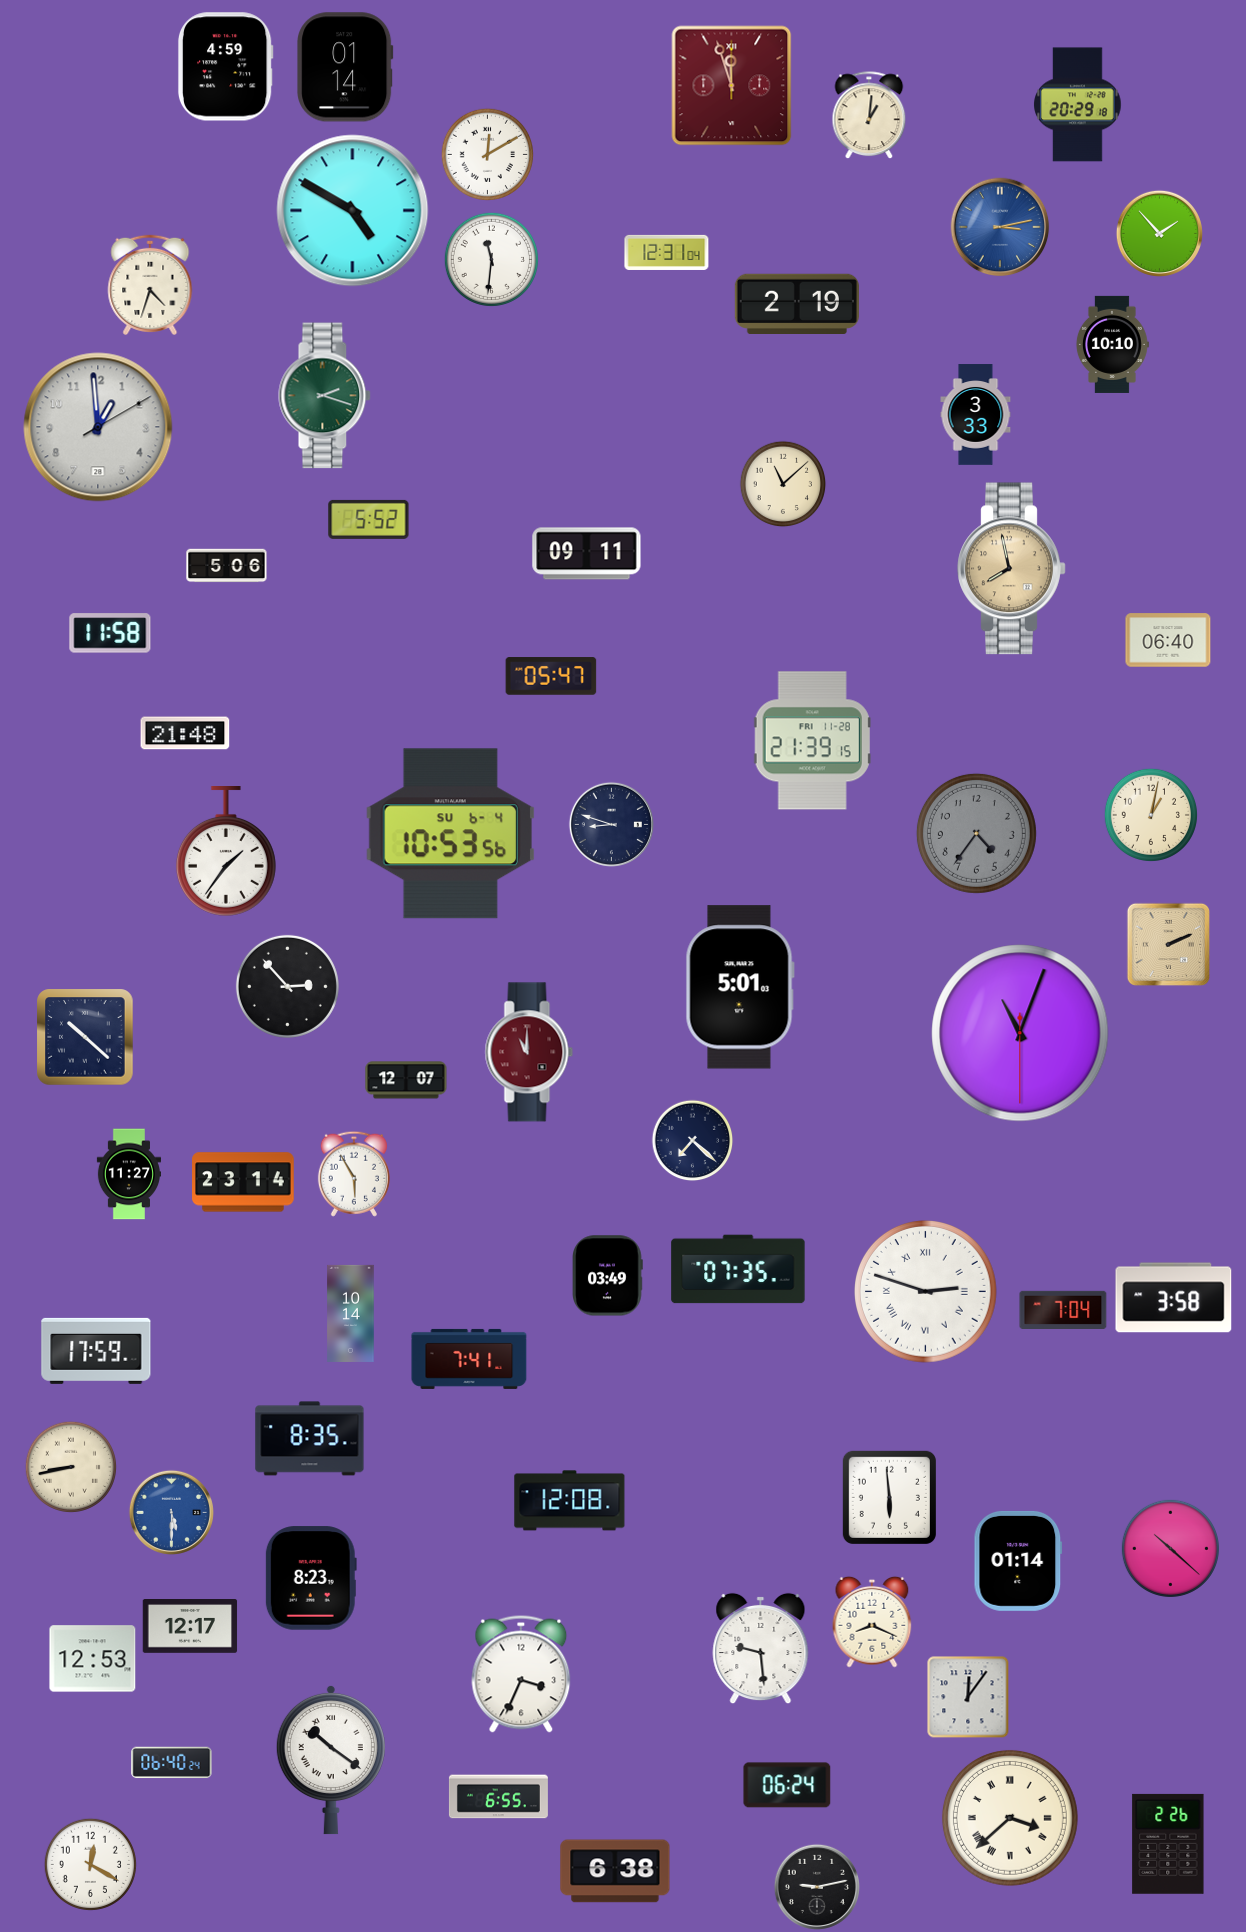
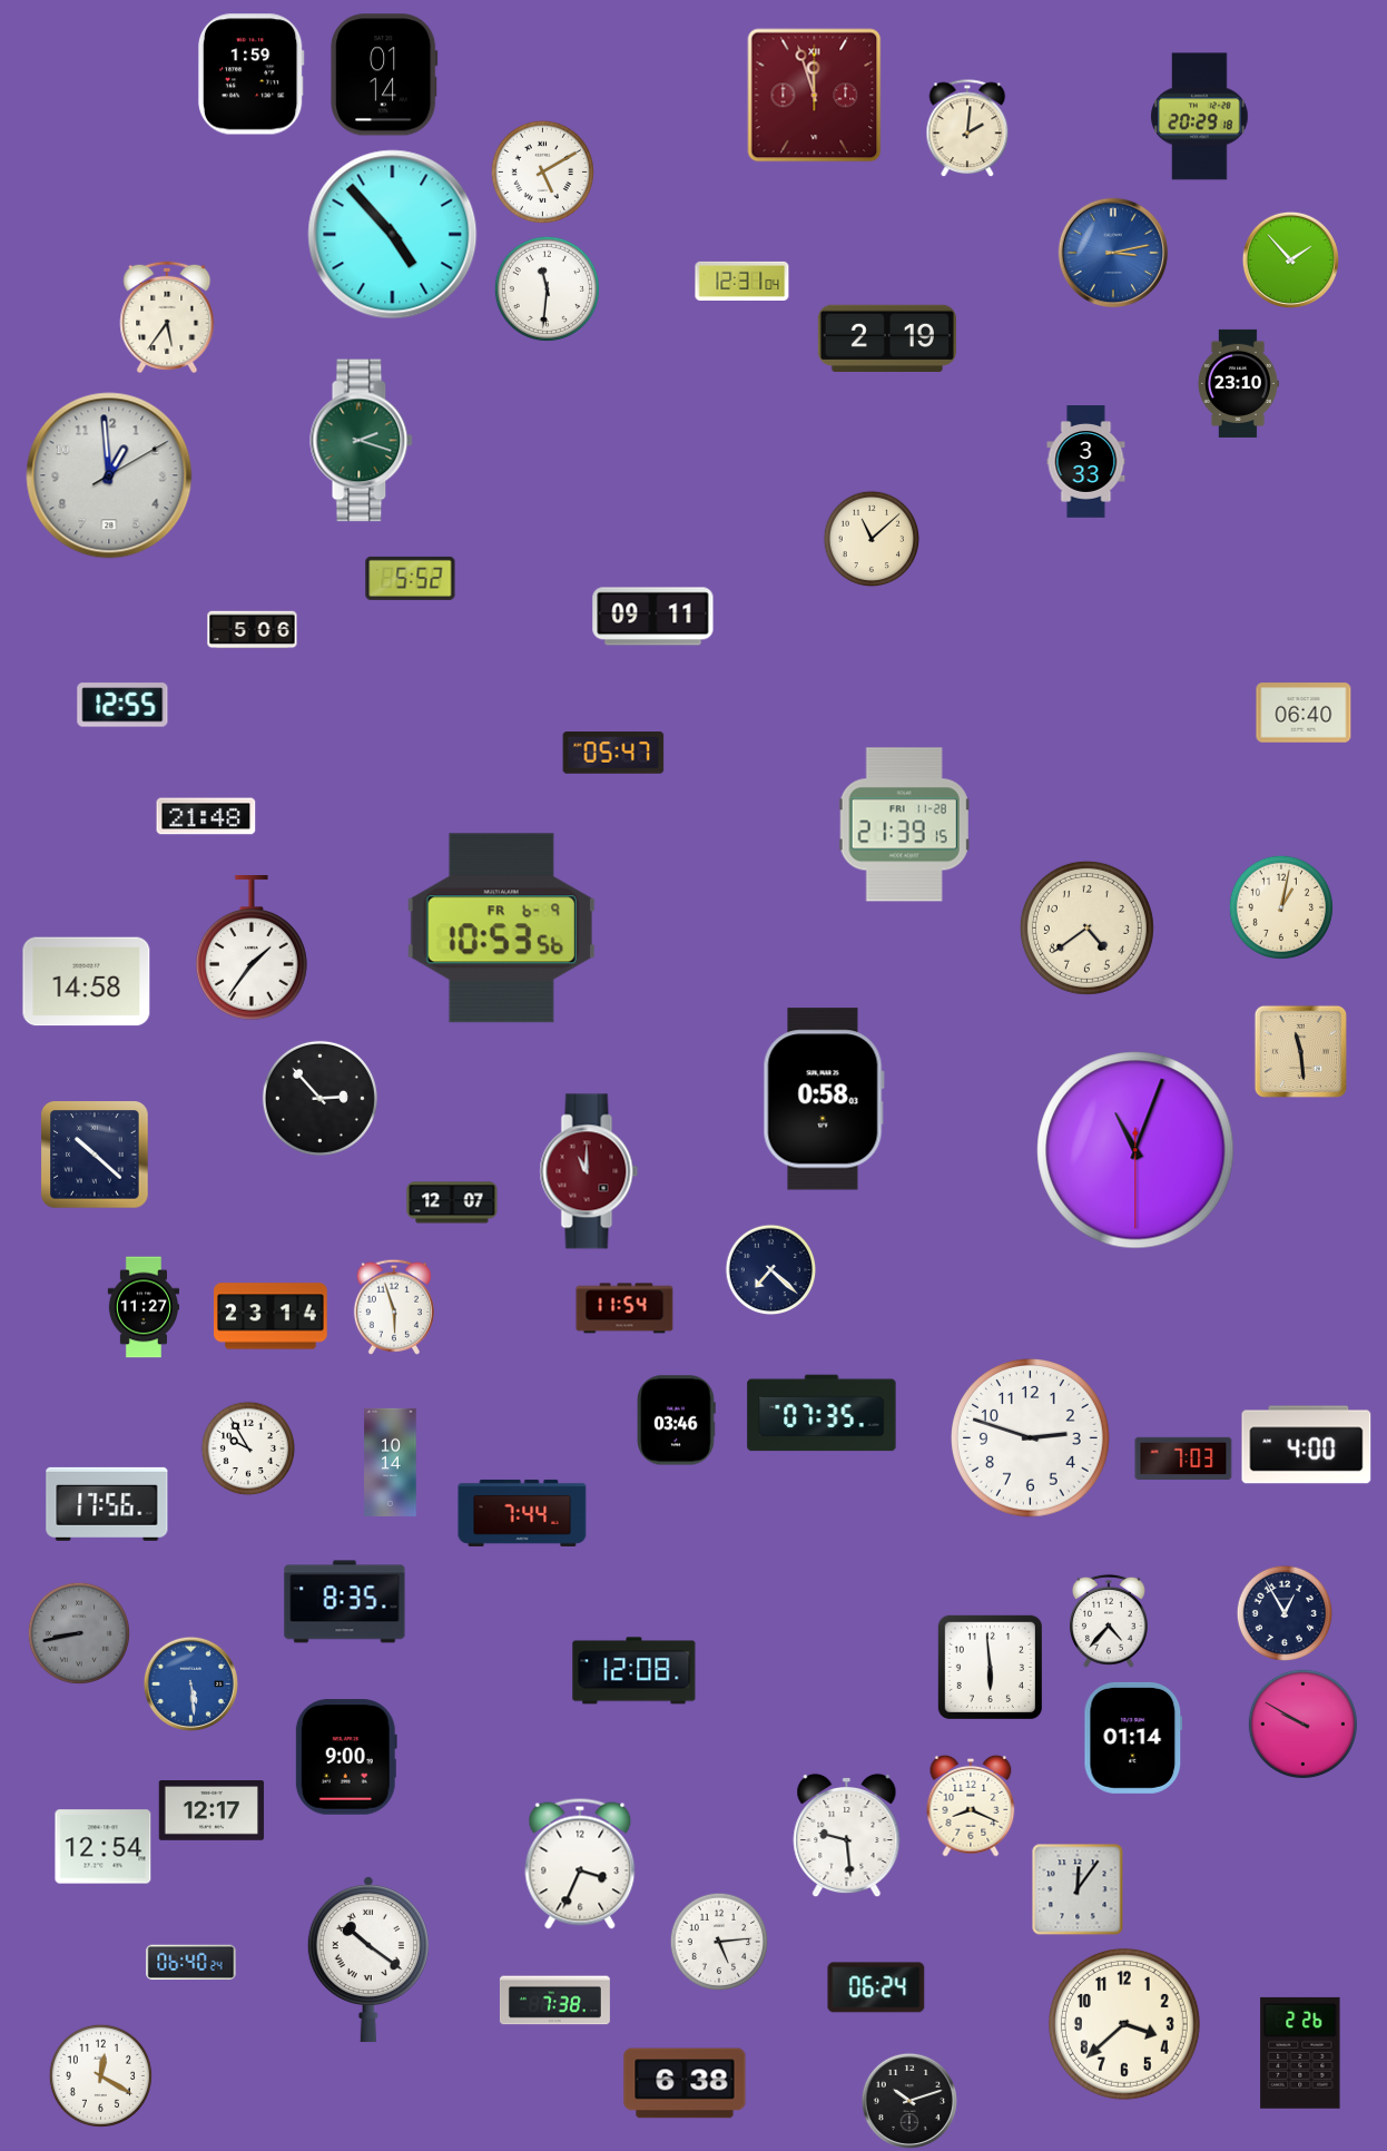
clock at (225, 67): 4:59 -> 1:59
clock at (869, 116): 1:01 -> 2:01
clock at (487, 154): 12:10 -> 5:10
clock at (353, 211): 4:50 -> 4:53
clock at (150, 285): 4:33 -> 5:36
clock at (1112, 344): 10:10 -> 23:10
clock at (1012, 569): 7:58 -> none
clock at (110, 633): 11:58 -> 12:55
clock at (1168, 640) position: (1168, 640) -> (1304, 713)
clock at (611, 824): 8:48 -> none
clock at (976, 833): 4:36 -> 4:39
clock at (976, 833) dial: grey -> cream
clock at (450, 834) date: SU 6-4 -> FR 6-9
clock at (87, 982): none -> 14:58
clock at (1168, 944): 2:11 -> 11:29
clock at (740, 987): 5:01 -> 0:58
clock at (354, 1174): 5:55 -> 5:57
clock at (624, 1308): none -> 11:54
clock at (608, 1276): 03:49 -> 03:46
clock at (926, 1292) numerals: Roman -> Arabic
clock at (1174, 1298): 3:58 -> 4:00
clock at (248, 1448): none -> 9:55
clock at (1063, 1309): 7:04 -> 7:03
clock at (96, 1351): 17:59 -> 17:56
clock at (469, 1359): 7:41 -> 7:44
clock at (1285, 1613): none -> 12:55
clock at (1109, 1621): none -> 4:37
clock at (70, 1466) dial: cream -> grey
clock at (171, 1512): 5:30 -> 5:29
clock at (1170, 1548): 10:22 -> 9:50
clock at (311, 1578): 8:23 -> 9:00
clock at (93, 1659): 12:53 -> 12:54
clock at (718, 1941): none -> 5:14
clock at (498, 1797): 6:55 -> 7:38
clock at (1010, 1818) numerals: Roman -> Arabic
clock at (817, 1887): 9:13 -> 10:12
